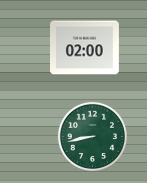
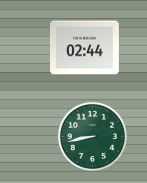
clock at (85, 48): 02:00 -> 02:44
